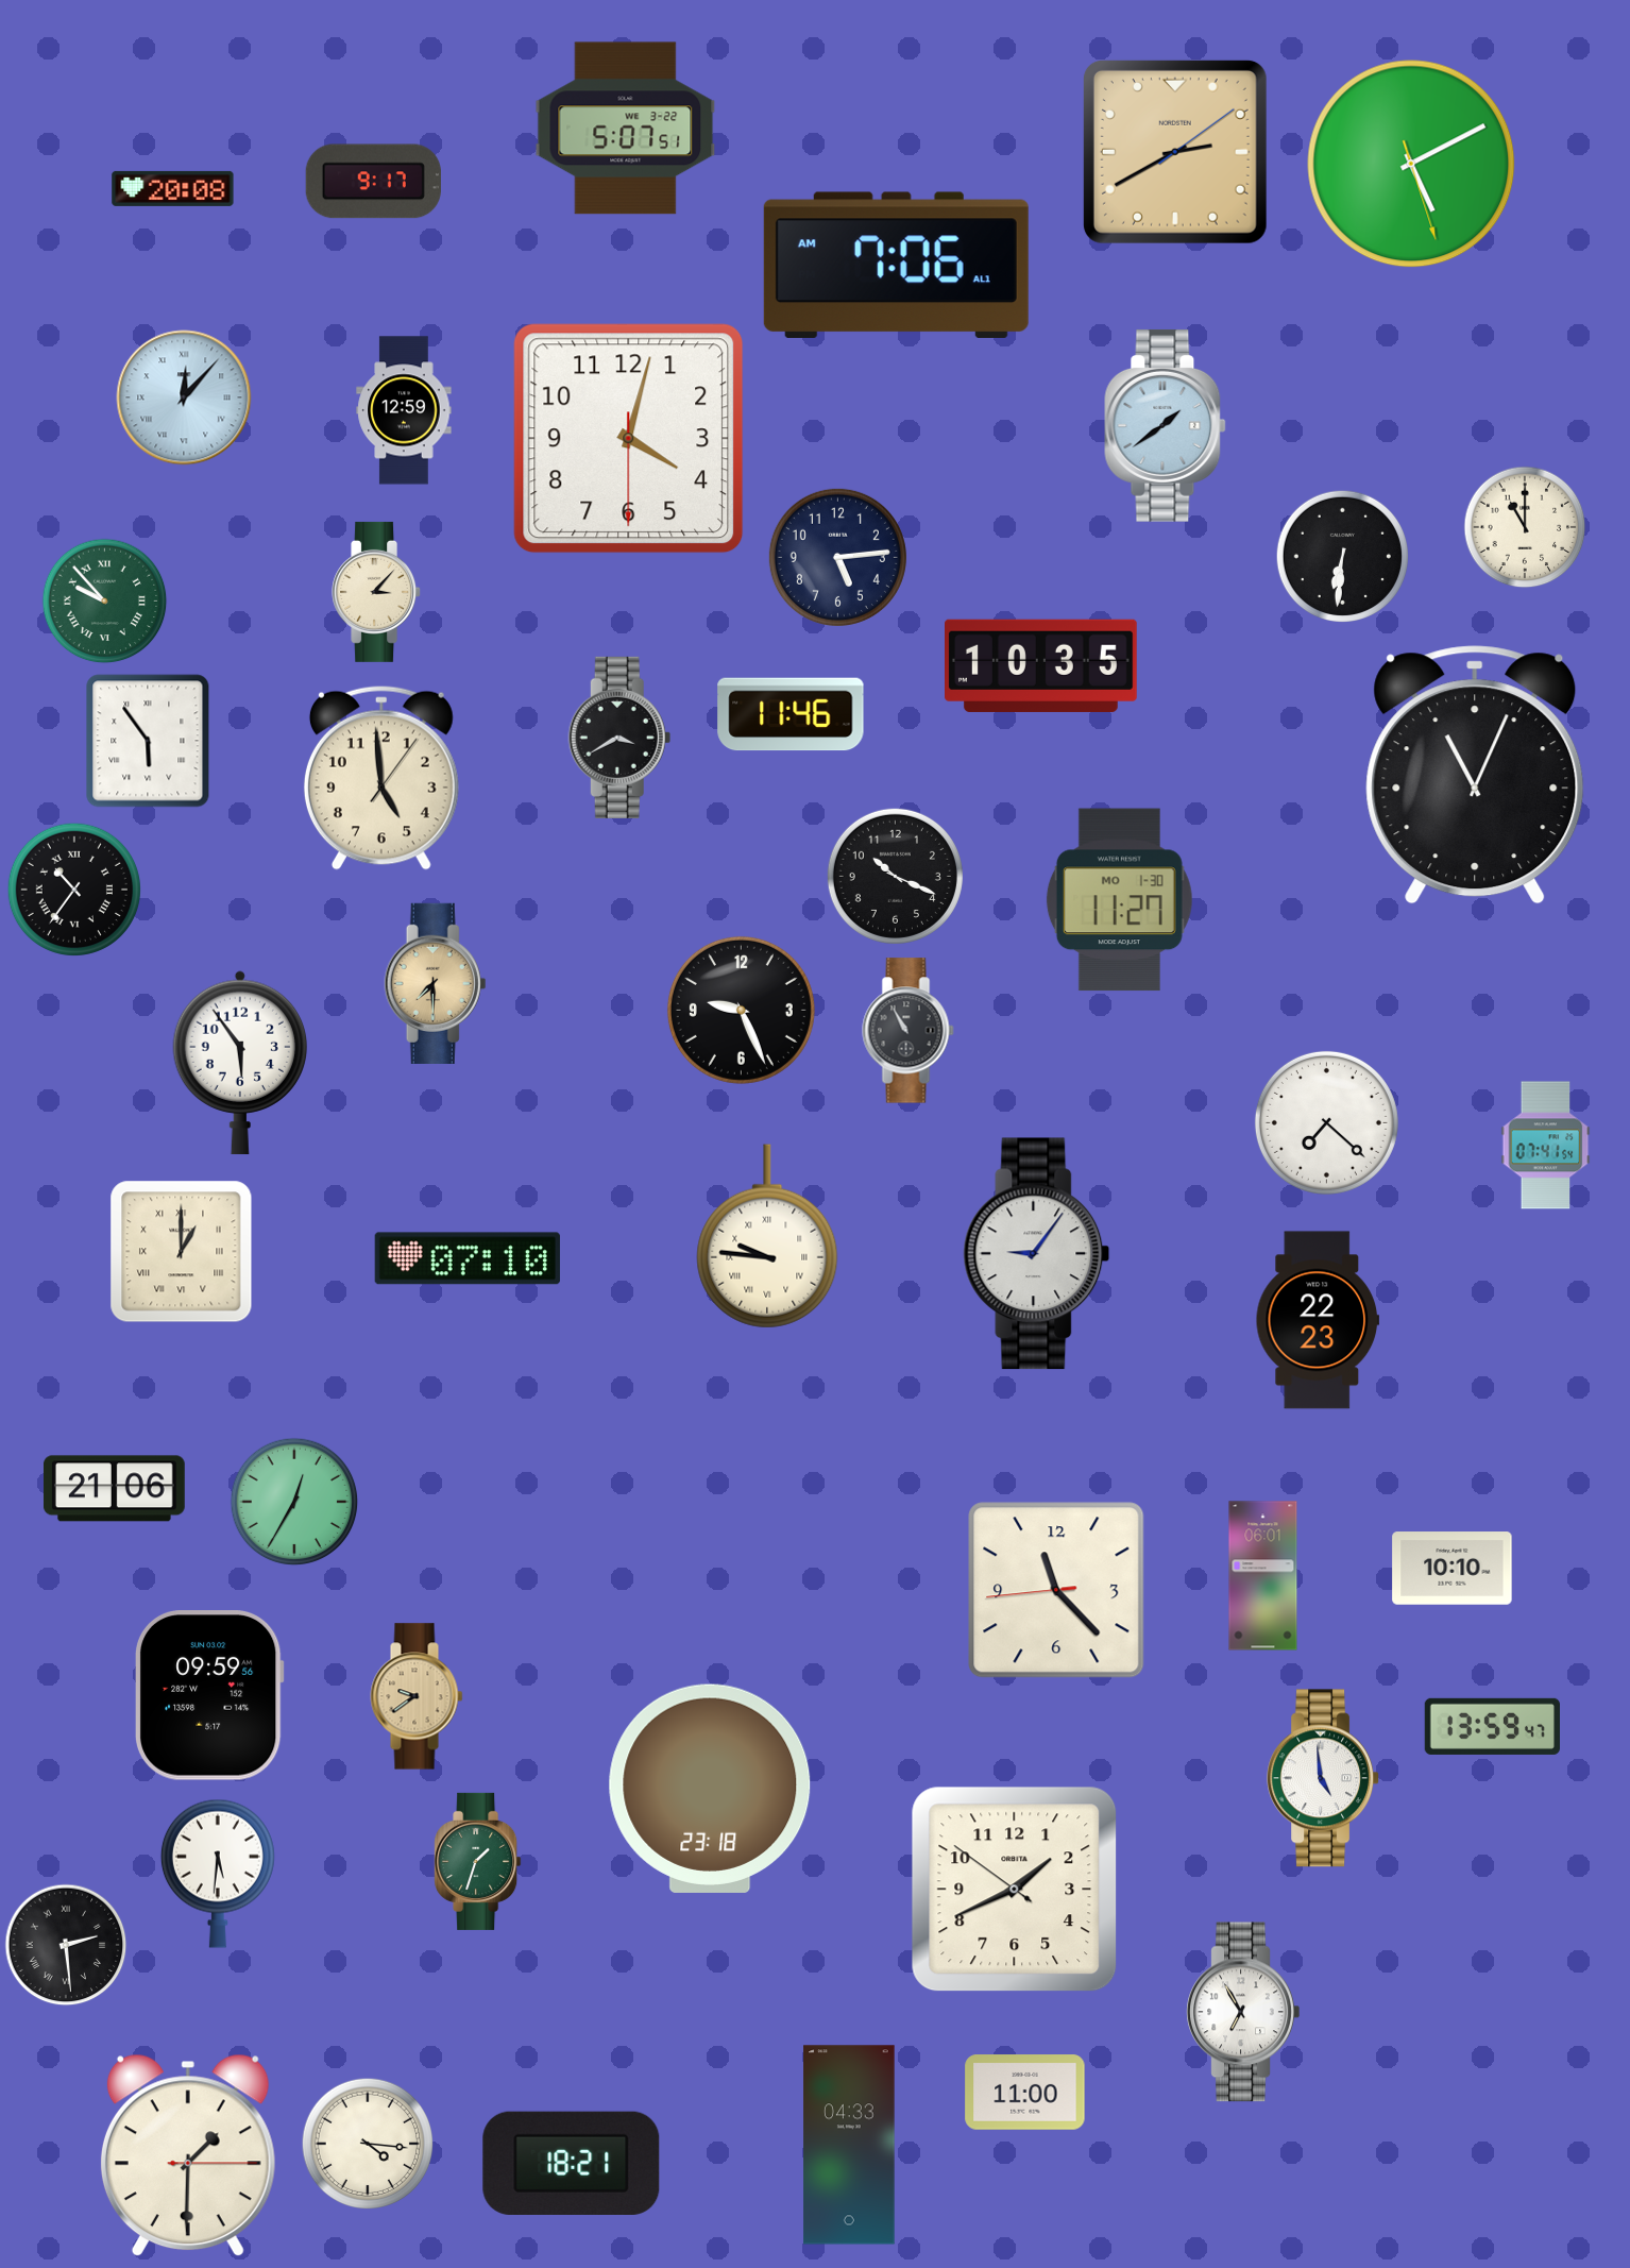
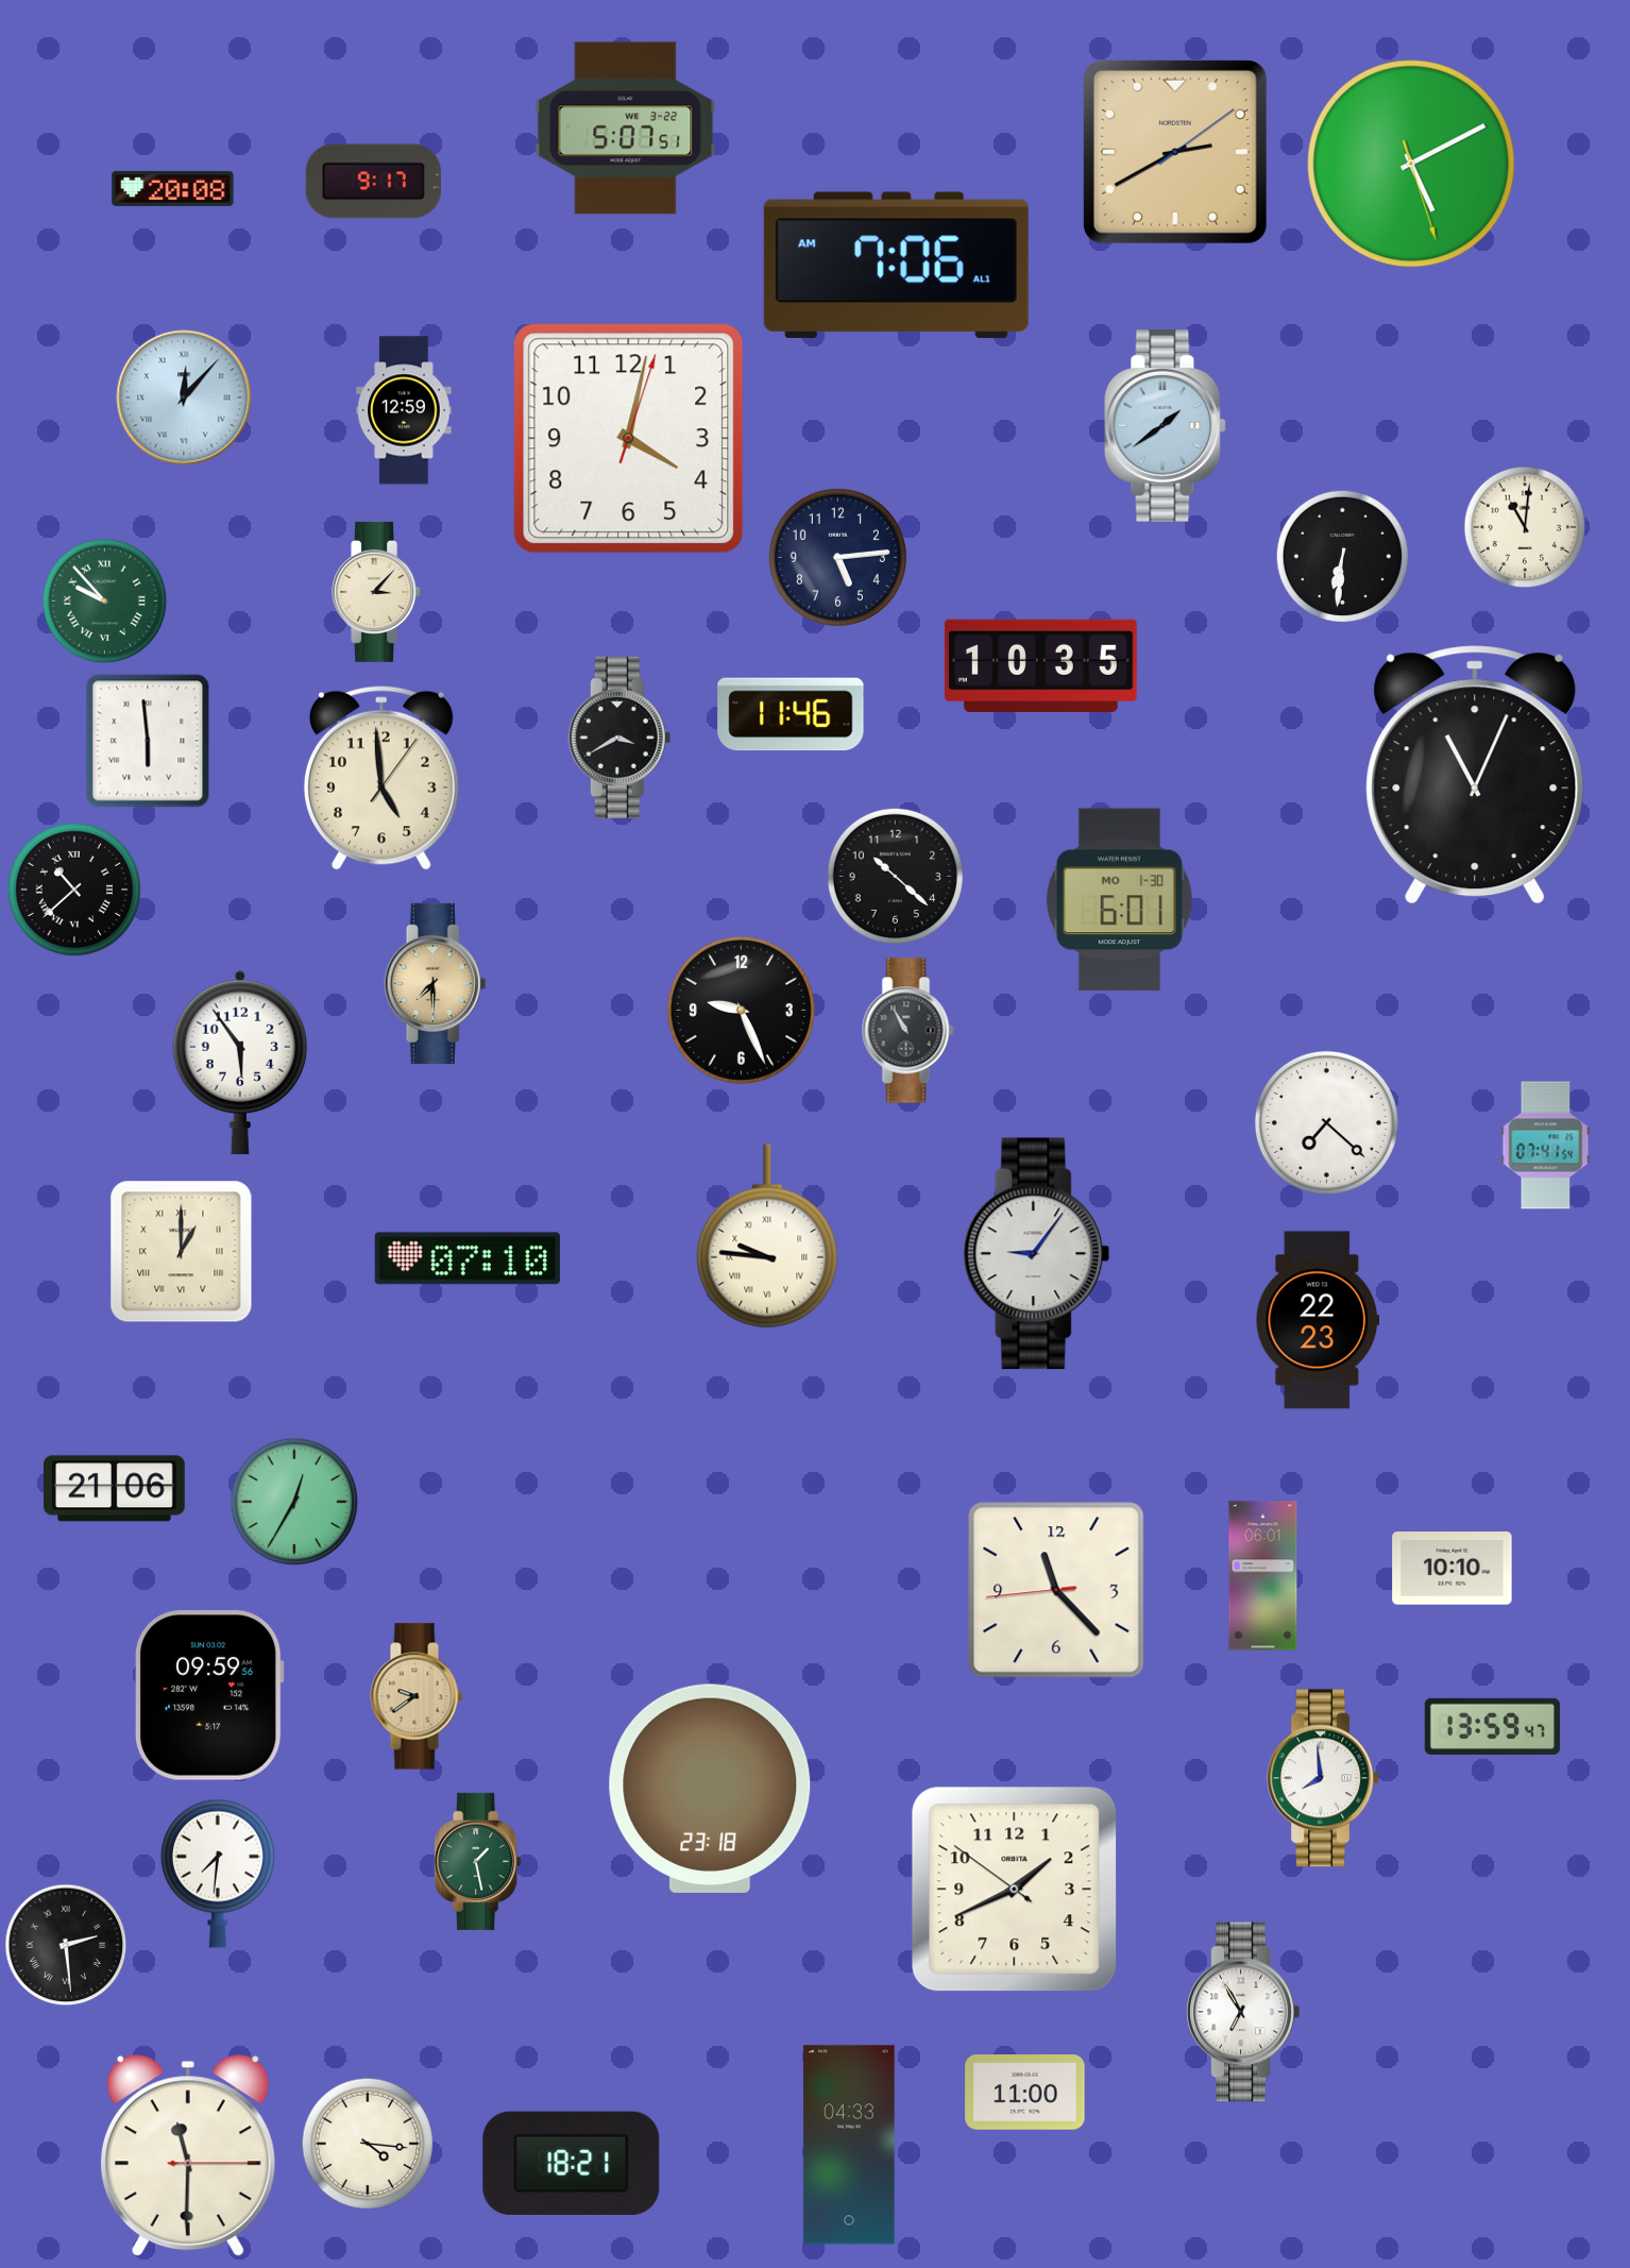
clock at (629, 439): 4:02:30 -> 4:02:03
clock at (1525, 527): 11:00 -> 11:01
clock at (148, 741): 5:54 -> 5:59
clock at (895, 876): 10:19 -> 10:22
clock at (74, 890): 10:36 -> 10:38
clock at (1119, 900): 11:27 -> 6:01
clock at (1324, 1778): 4:59 -> 7:59
clock at (478, 1861): 1:33 -> 1:28
clock at (218, 1874): 5:31 -> 7:31
clock at (188, 2155): 1:30 -> 11:30
